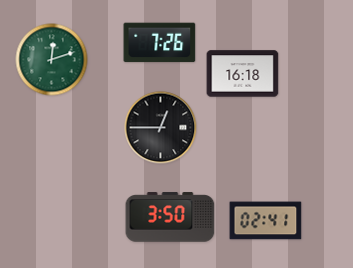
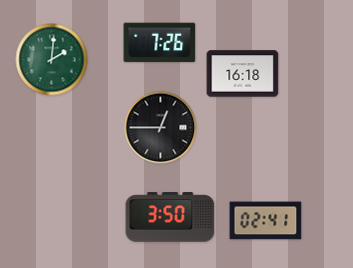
clock at (52, 60): 12:12 -> 2:01
